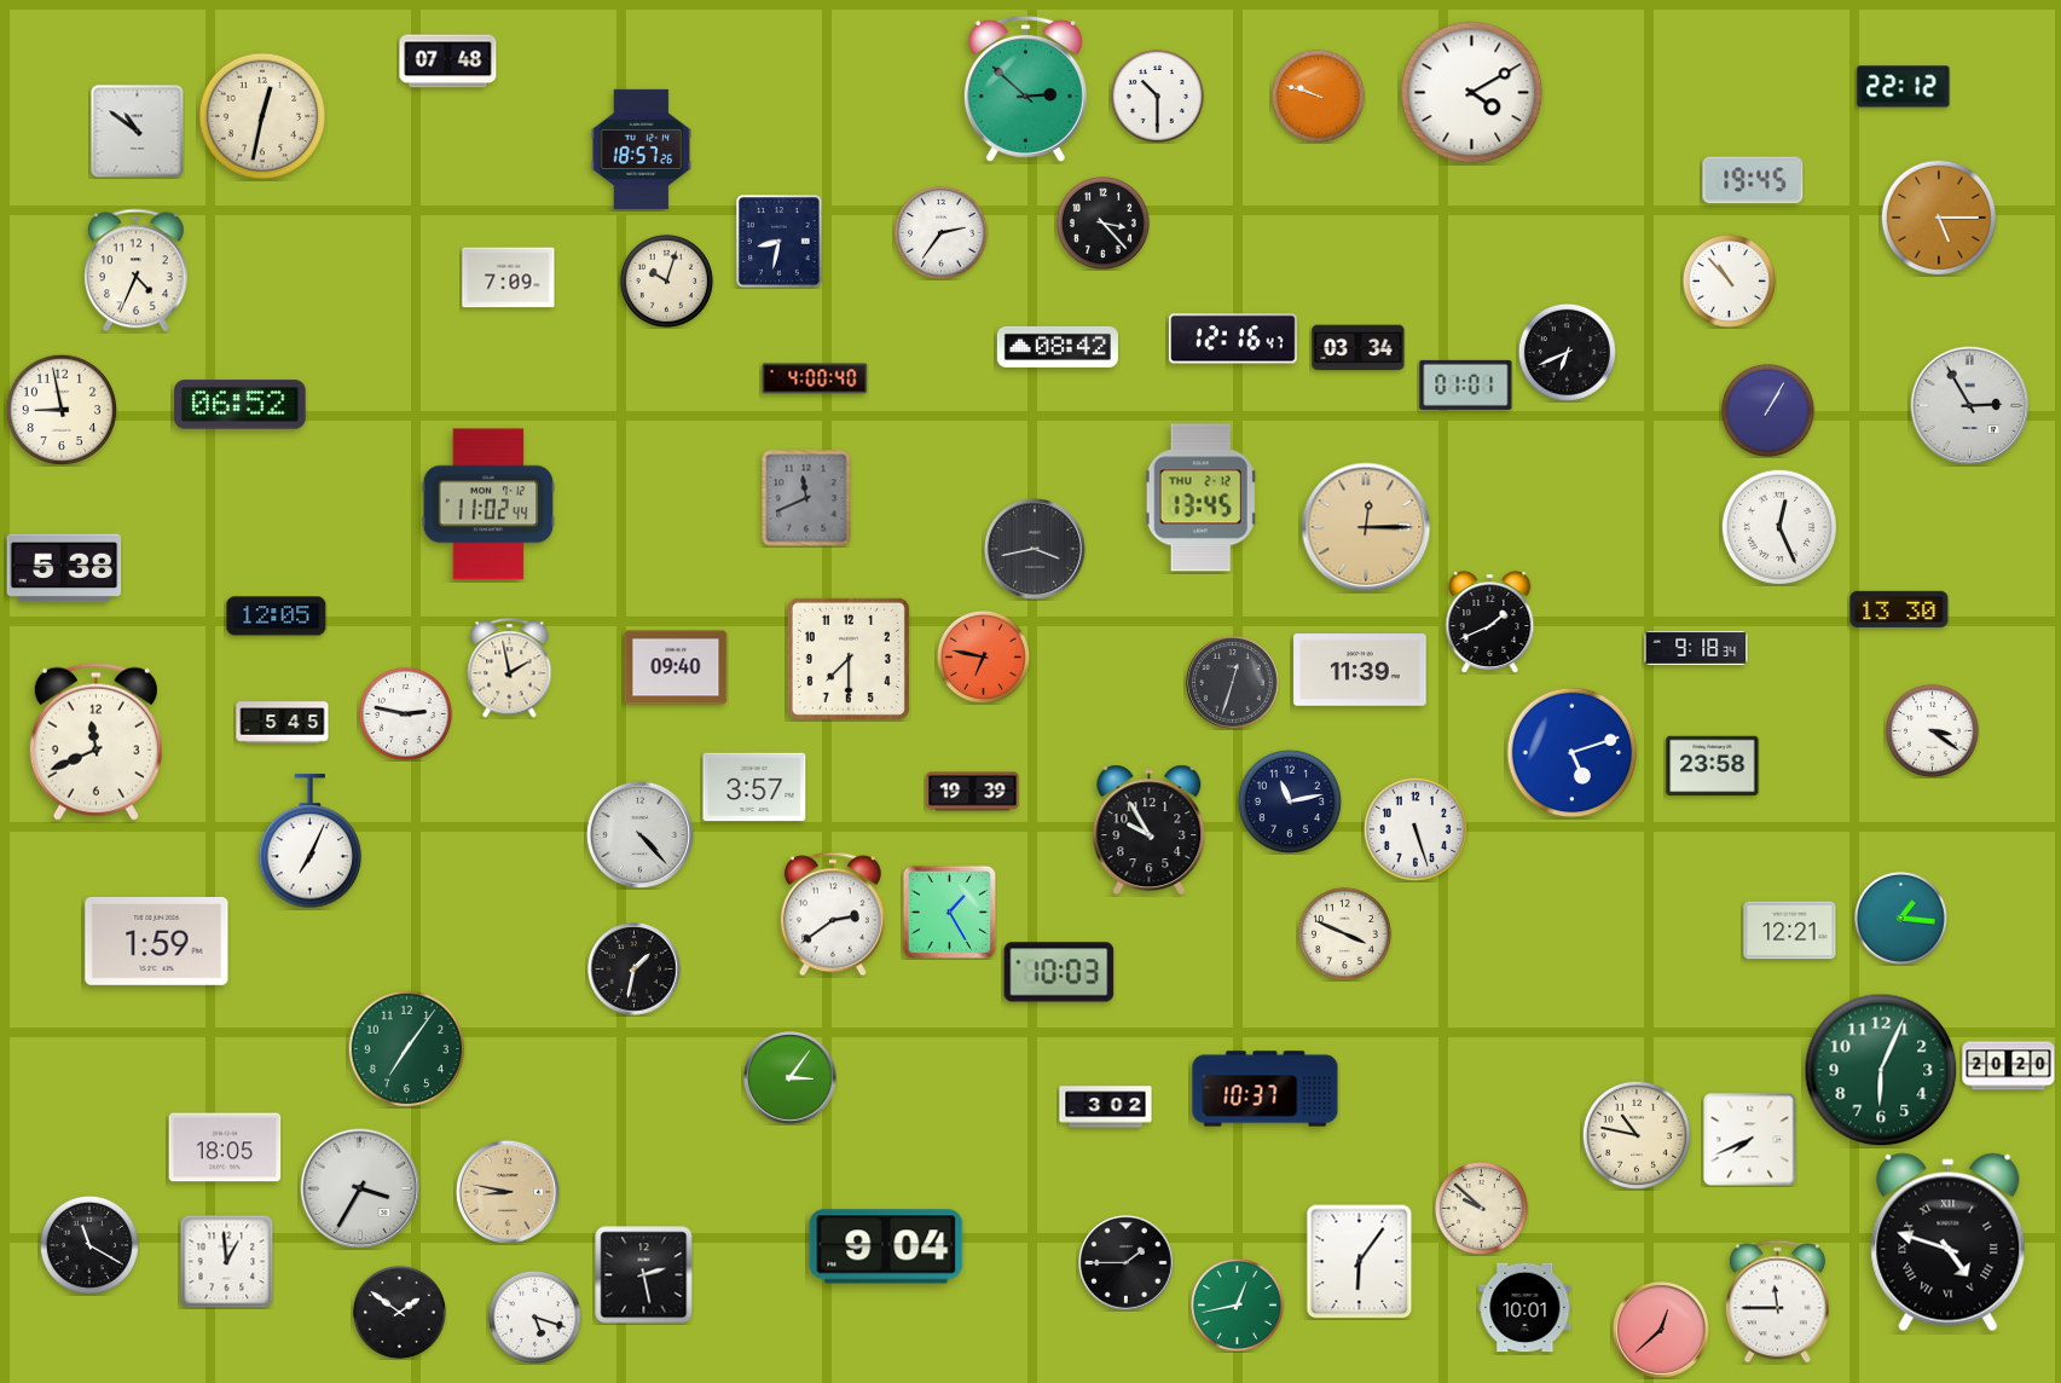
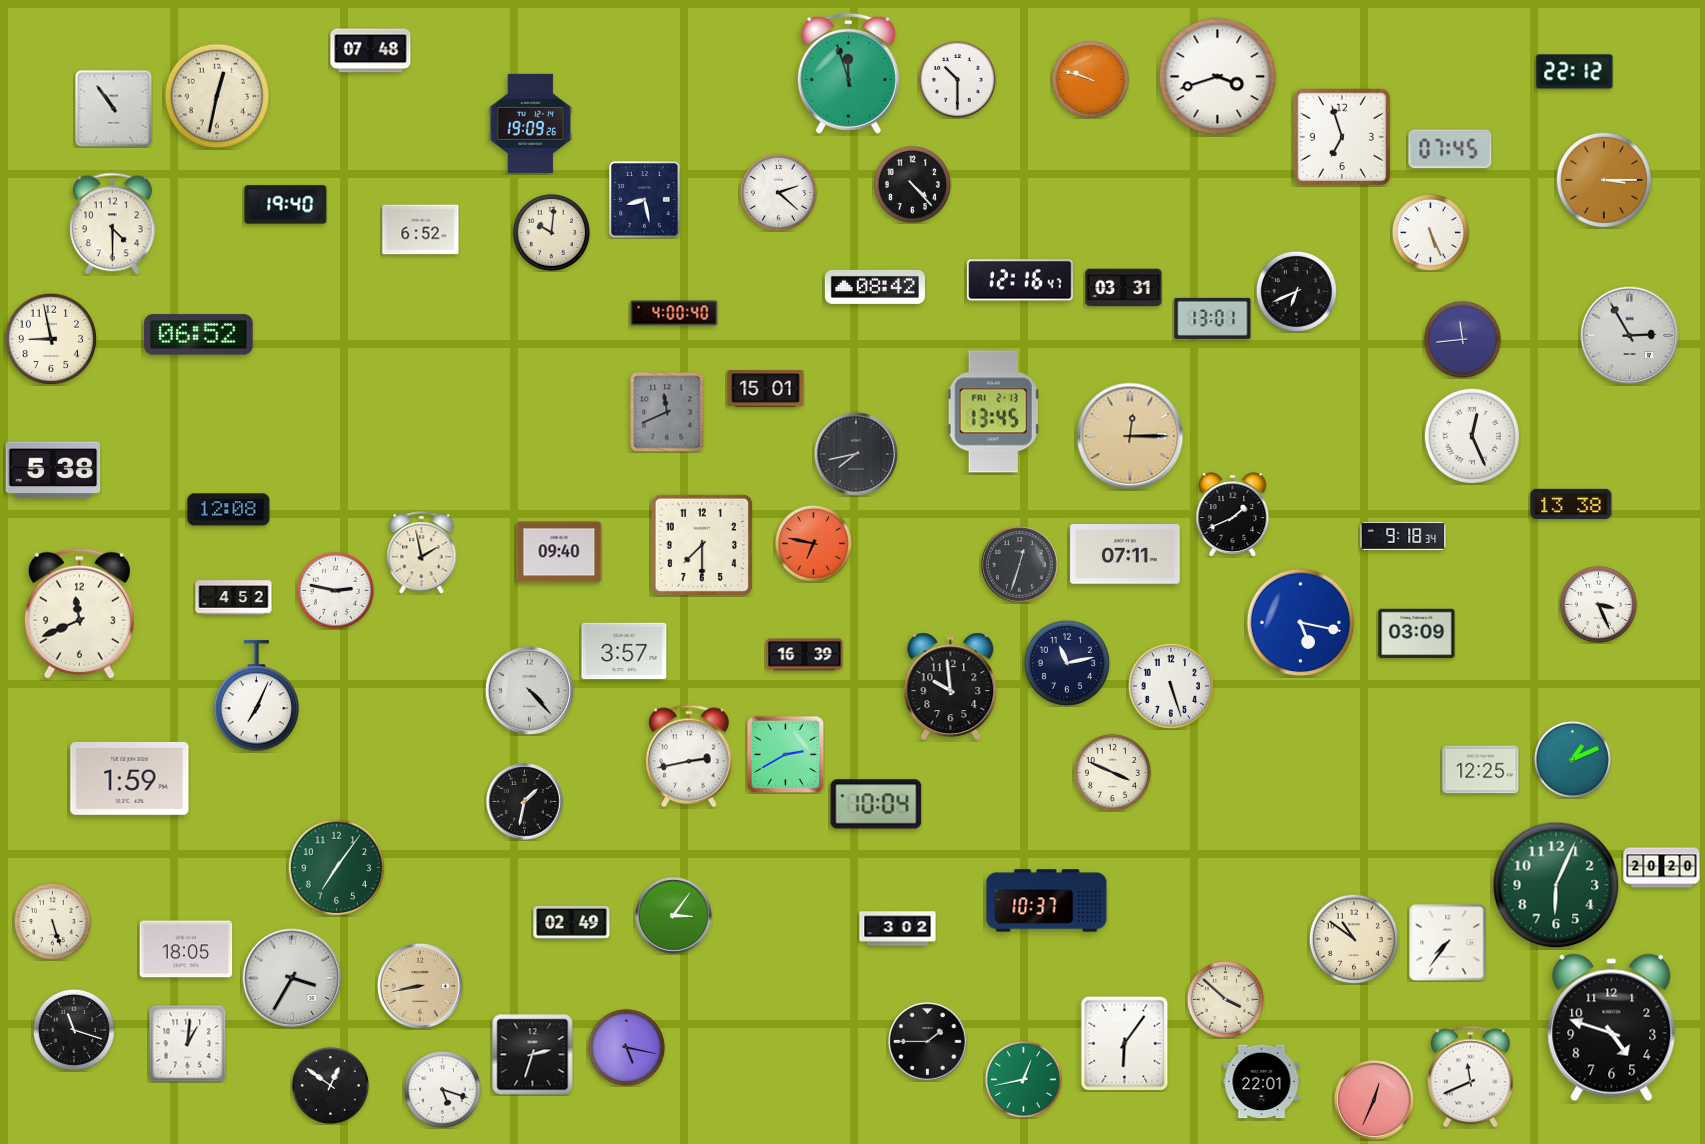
clock at (1025, 88): 2:52 -> 11:57
clock at (1472, 93): 4:10 -> 3:42
clock at (138, 132): 10:51 -> 10:54
clock at (642, 149): 18:57 -> 19:09
clock at (1341, 136): none -> 6:57
clock at (1753, 180): 19:45 -> 07:45
clock at (1938, 216): 5:15 -> 3:15
clock at (1102, 222): 3:23 -> 4:23
clock at (940, 232): 2:36 -> 2:22
clock at (780, 242): 8:32 -> 8:28
clock at (286, 205): none -> 19:40
clock at (137, 271): 4:34 -> 4:30
clock at (509, 278): 7:09 -> 6:52
clock at (666, 280): 10:03 -> 10:01
clock at (1729, 280): 10:53 -> 5:26
clock at (1359, 348): 03:34 -> 03:31
clock at (1466, 384): 01:01 -> 13:01
clock at (1767, 410): 1:05 -> 11:44
clock at (766, 389): none -> 15:01
clock at (1202, 498) date: THU 2-12 -> FRI 2-13
clock at (488, 504): 11:02 -> none
clock at (1035, 549): 3:43 -> 7:43
clock at (1899, 609): 13:30 -> 13:38
clock at (277, 617): 12:05 -> 12:08
clock at (1360, 671): 11:39 -> 07:11
clock at (283, 723): 5:45 -> 4:52
clock at (1932, 730): 3:21 -> 3:26
clock at (1573, 753): 5:12 -> 5:17
clock at (1713, 766): 23:58 -> 03:09
clock at (973, 792): 19:39 -> 16:39
clock at (1150, 831): 9:55 -> 9:59
clock at (949, 912): 1:25 -> 2:40
clock at (833, 914): 2:39 -> 2:43
clock at (1900, 918): 1:16 -> 1:11
clock at (1790, 931): 12:21 -> 12:25
clock at (1059, 972): 10:03 -> 10:04
clock at (2009, 1066) position: (2009, 1066) -> (1662, 868)
clock at (791, 1078) position: (791, 1078) -> (674, 916)
clock at (1106, 1107) position: (1106, 1107) -> (898, 929)
clock at (52, 921): none -> 5:27
clock at (572, 922): none -> 02:49
clock at (1637, 1135): 10:47 -> 10:51
clock at (1750, 1140): 7:41 -> 7:36
clock at (360, 1188) position: (360, 1188) -> (292, 978)
clock at (508, 1192): 8:47 -> 8:43
clock at (1481, 1208): 9:52 -> 3:52
clock at (1949, 1243) numerals: Roman -> Arabic
clock at (89, 1245): 11:20 -> 11:18
clock at (886, 1246): 9:04 -> none
clock at (226, 1261): 12:59 -> 1:01
clock at (1127, 1263) position: (1127, 1263) -> (928, 1042)
clock at (626, 1047): none -> 5:17
clock at (644, 1275): 2:28 -> 2:33
clock at (1778, 1302): 11:45 -> 11:41
clock at (1526, 1308): 10:01 -> 22:01
clock at (399, 1312): 1:51 -> 12:51
clock at (1662, 1331): 12:38 -> 12:34
